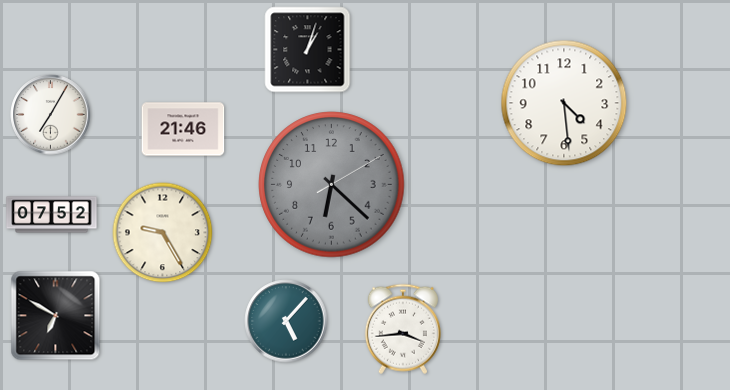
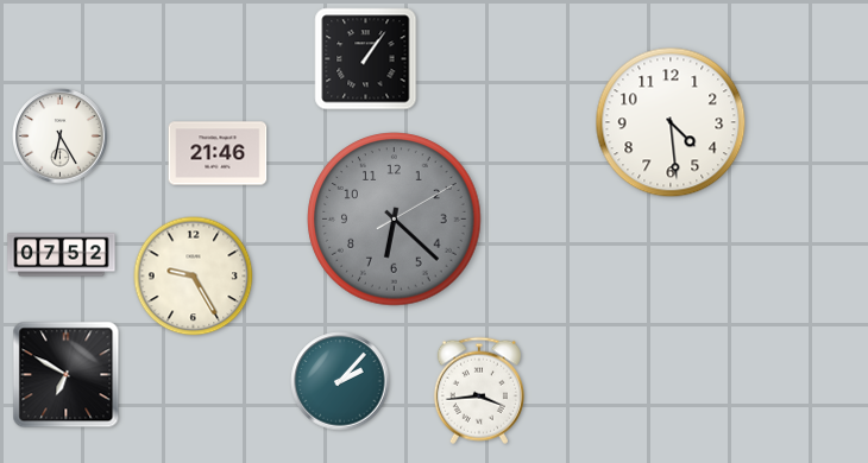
clock at (308, 50): 1:03 -> 1:06
clock at (51, 115): 7:05 -> 6:25
clock at (286, 321): 5:07 -> 2:07
